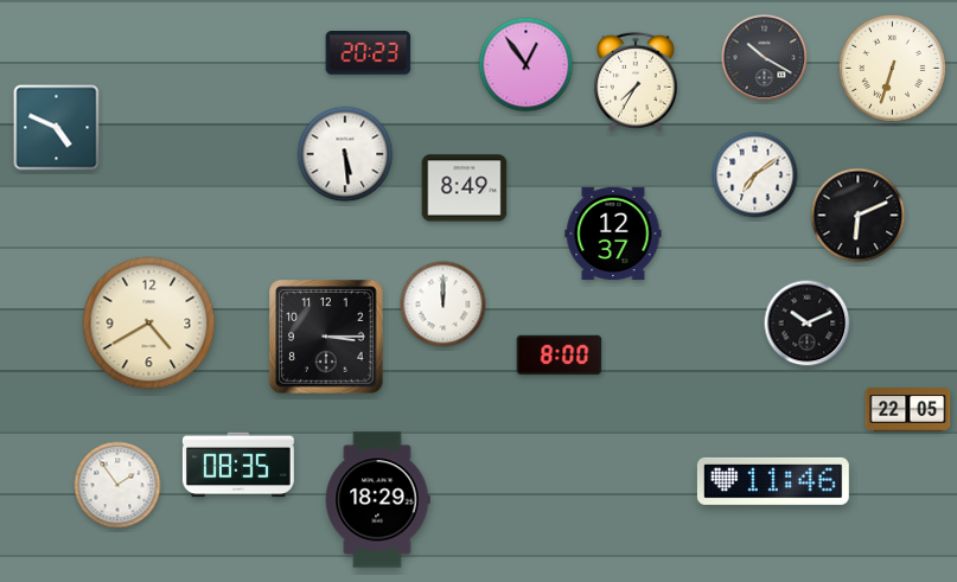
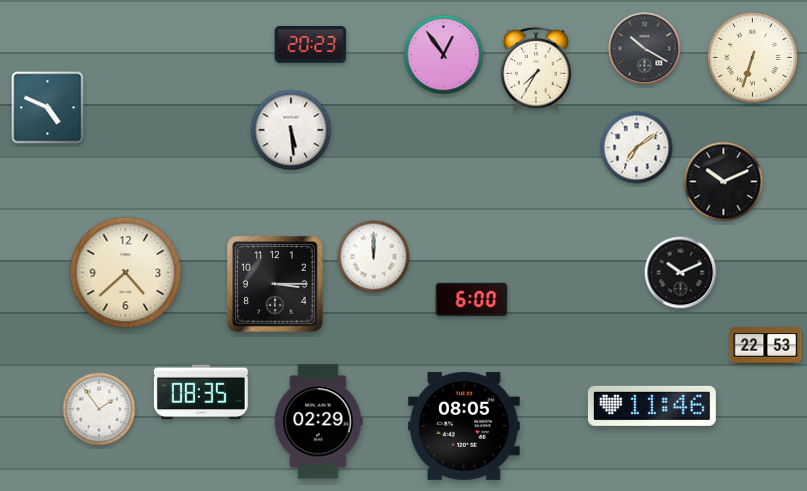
clock at (465, 188): 8:49 -> none
clock at (859, 216): 6:11 -> 10:11
clock at (613, 234): 12:37 -> none
clock at (149, 324): 4:40 -> 4:38
clock at (560, 356): 8:00 -> 6:00
clock at (908, 410): 22:05 -> 22:53
clock at (377, 500): 18:29 -> 02:29
clock at (465, 426): none -> 08:05
